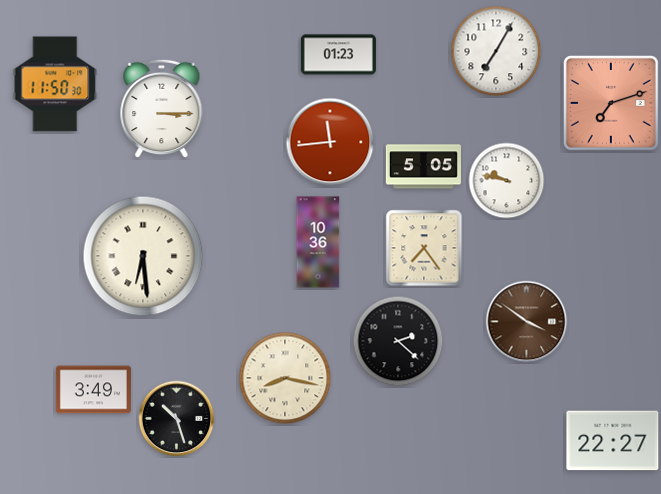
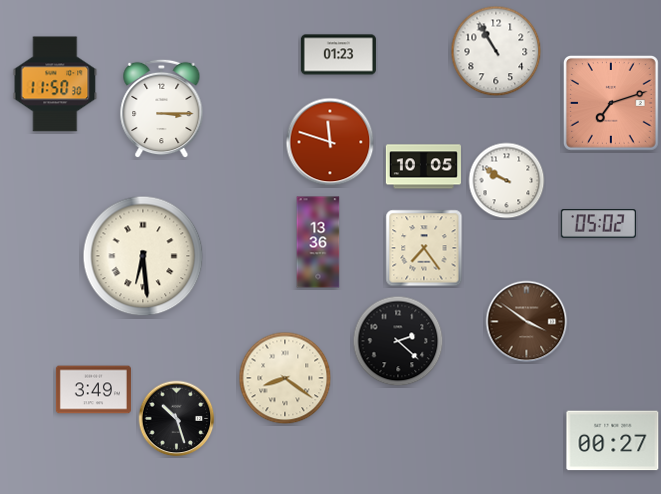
clock at (496, 51): 7:05 -> 10:55
clock at (330, 142): 11:44 -> 11:48
clock at (423, 167): 5:05 -> 10:05
clock at (507, 181): 9:47 -> 9:50
clock at (598, 224): none -> 05:02
clock at (318, 242): 10:36 -> 13:36
clock at (285, 378): 8:17 -> 8:21
clock at (613, 441): 22:27 -> 00:27
